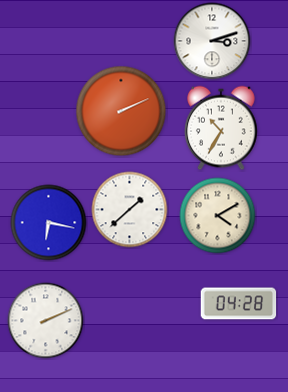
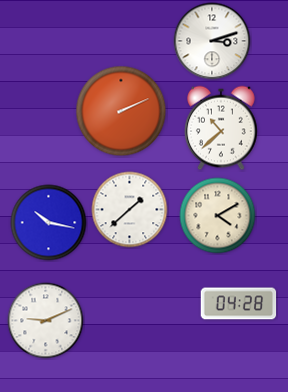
clock at (222, 128): 10:35 -> 10:38
clock at (49, 223): 6:17 -> 10:17
clock at (46, 321): 2:11 -> 9:11
